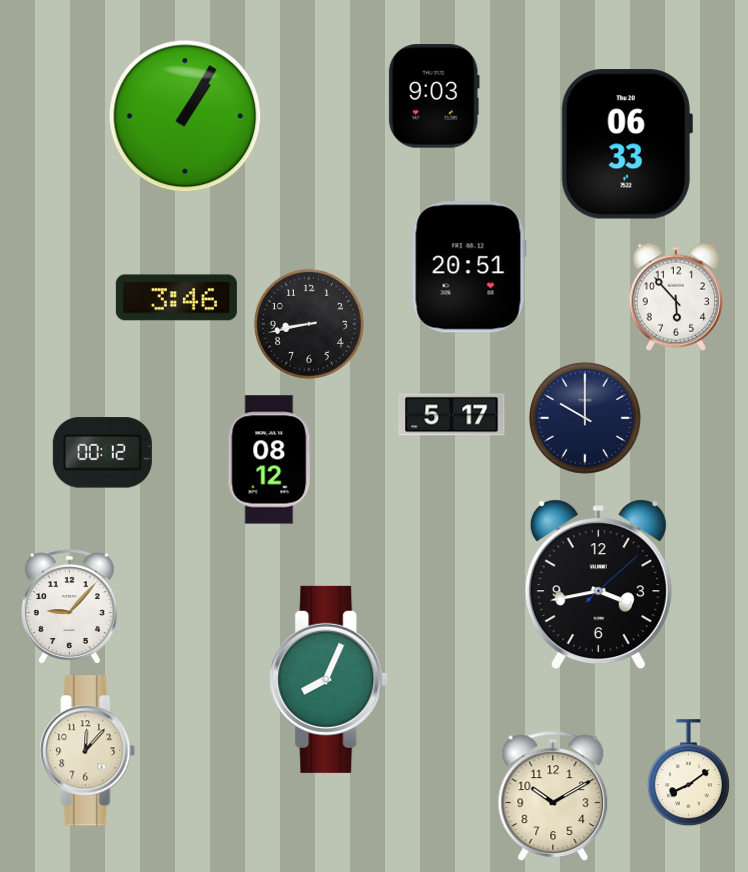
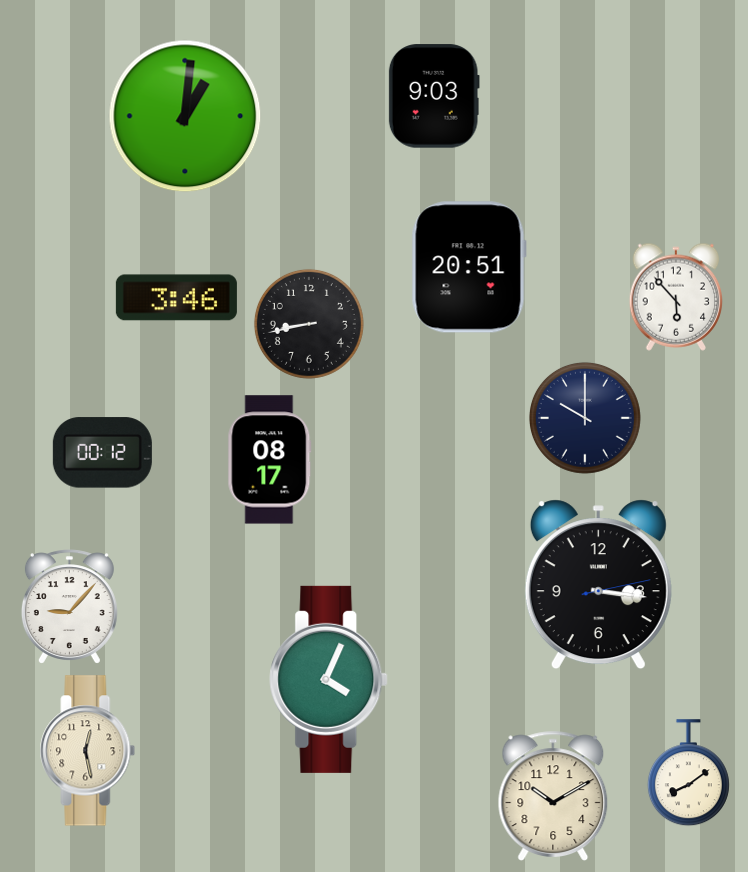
clock at (185, 116): 1:05 -> 1:01
clock at (627, 144): 06:33 -> none
clock at (452, 415): 5:17 -> none
clock at (270, 460): 08:12 -> 08:17
clock at (598, 585): 3:43 -> 3:16
clock at (329, 679): 8:04 -> 4:04
clock at (88, 751): 12:07 -> 12:28
